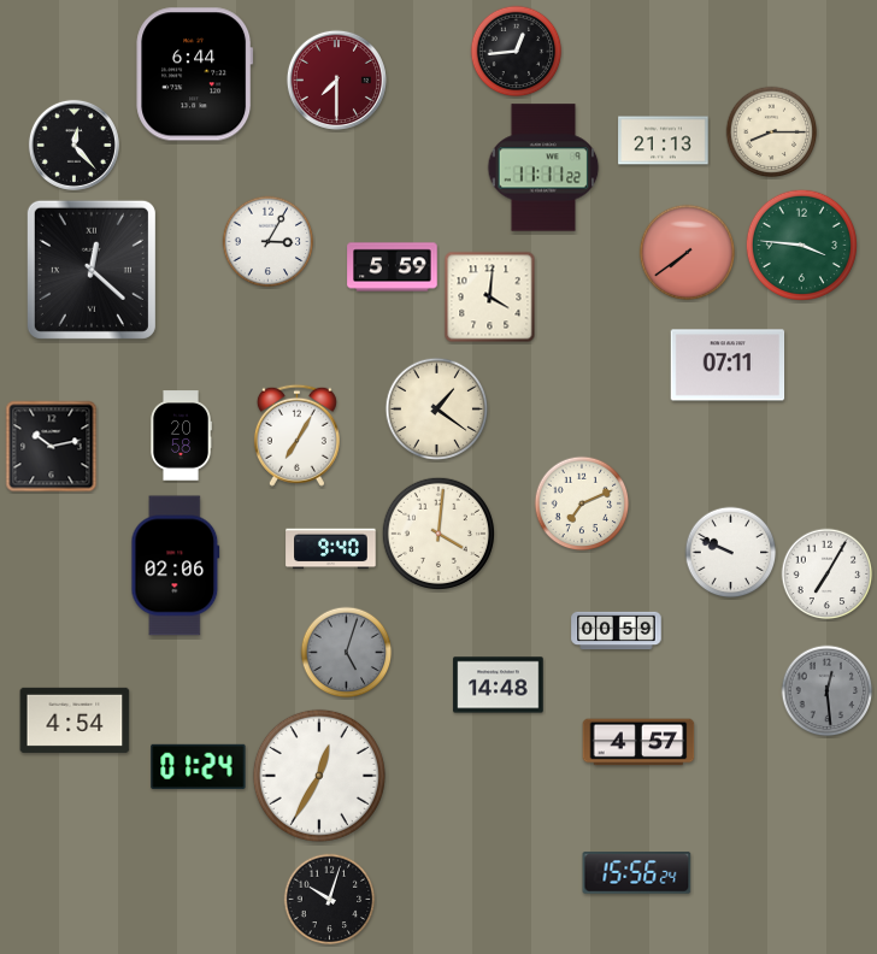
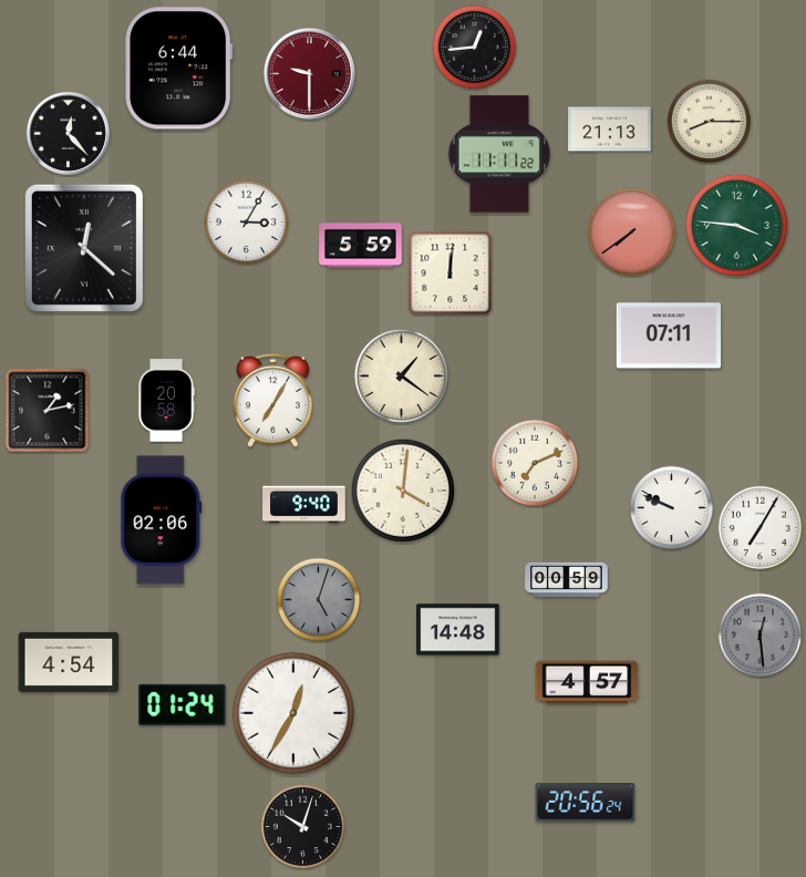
clock at (336, 79): 7:30 -> 9:30
clock at (490, 298): 4:01 -> 12:01
clock at (52, 447): 10:13 -> 1:13
clock at (637, 873): 15:56 -> 20:56
